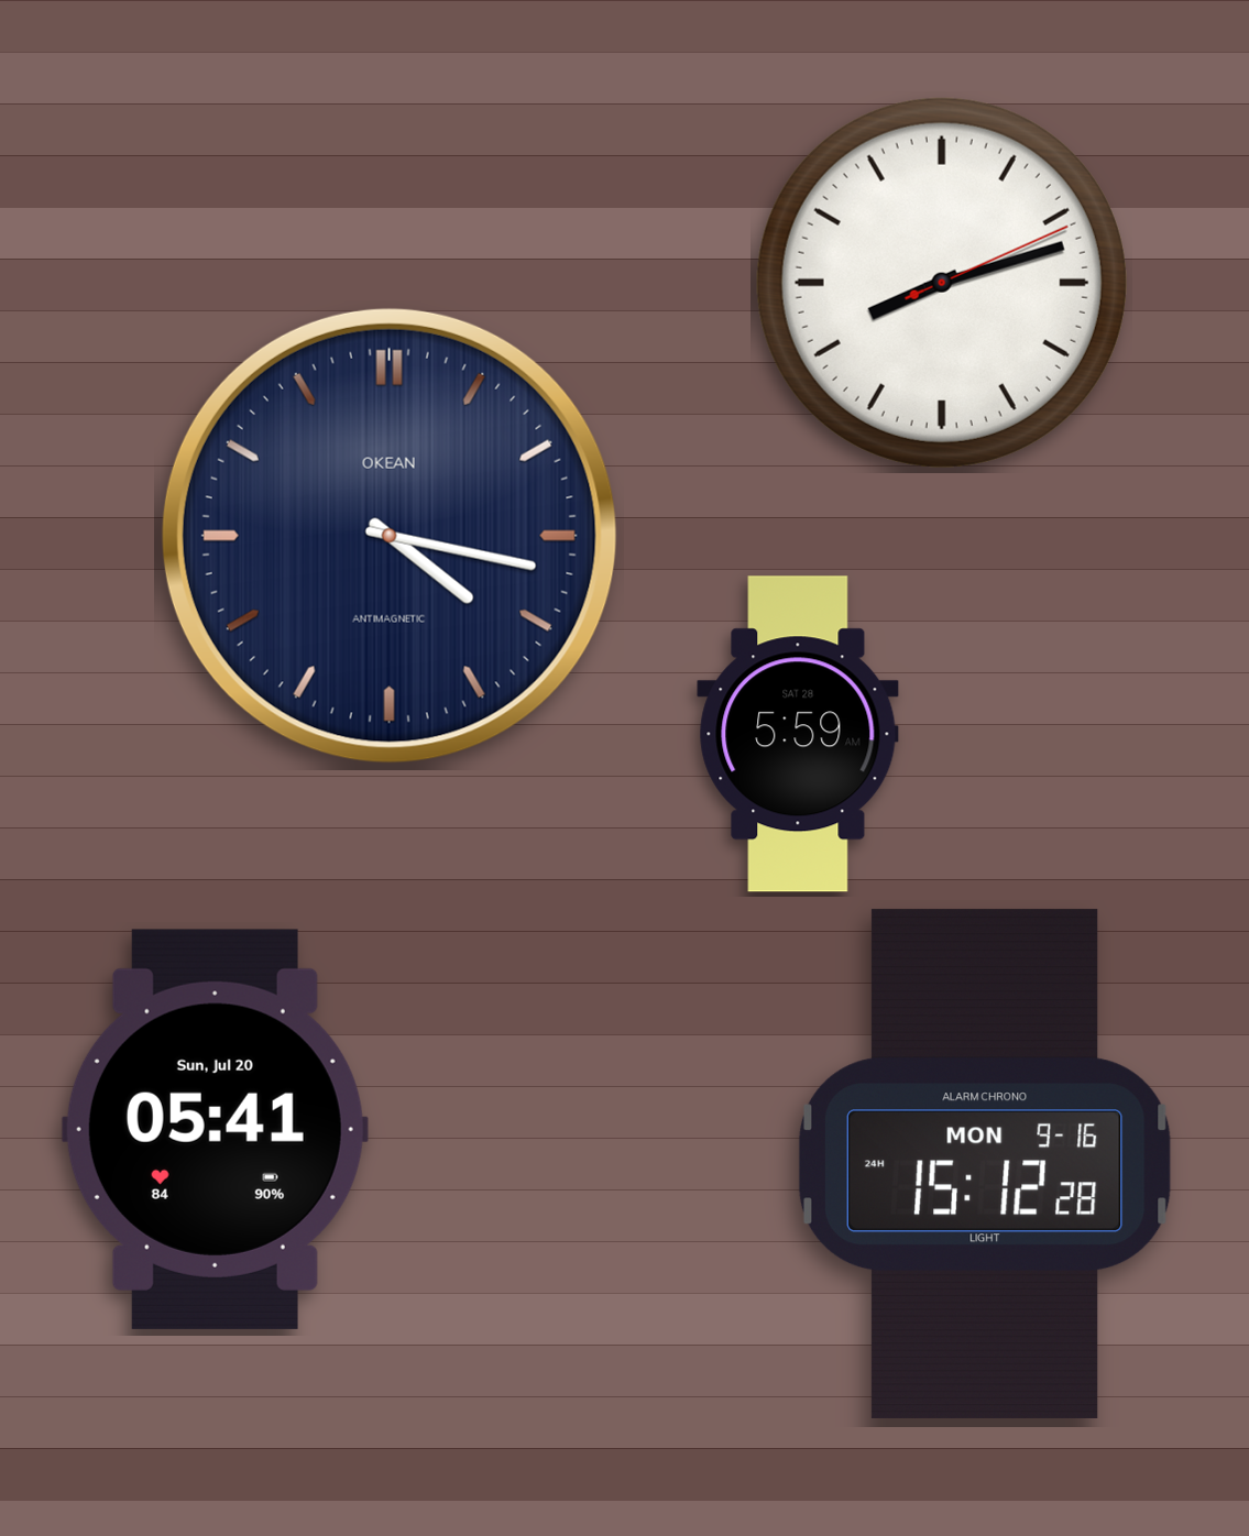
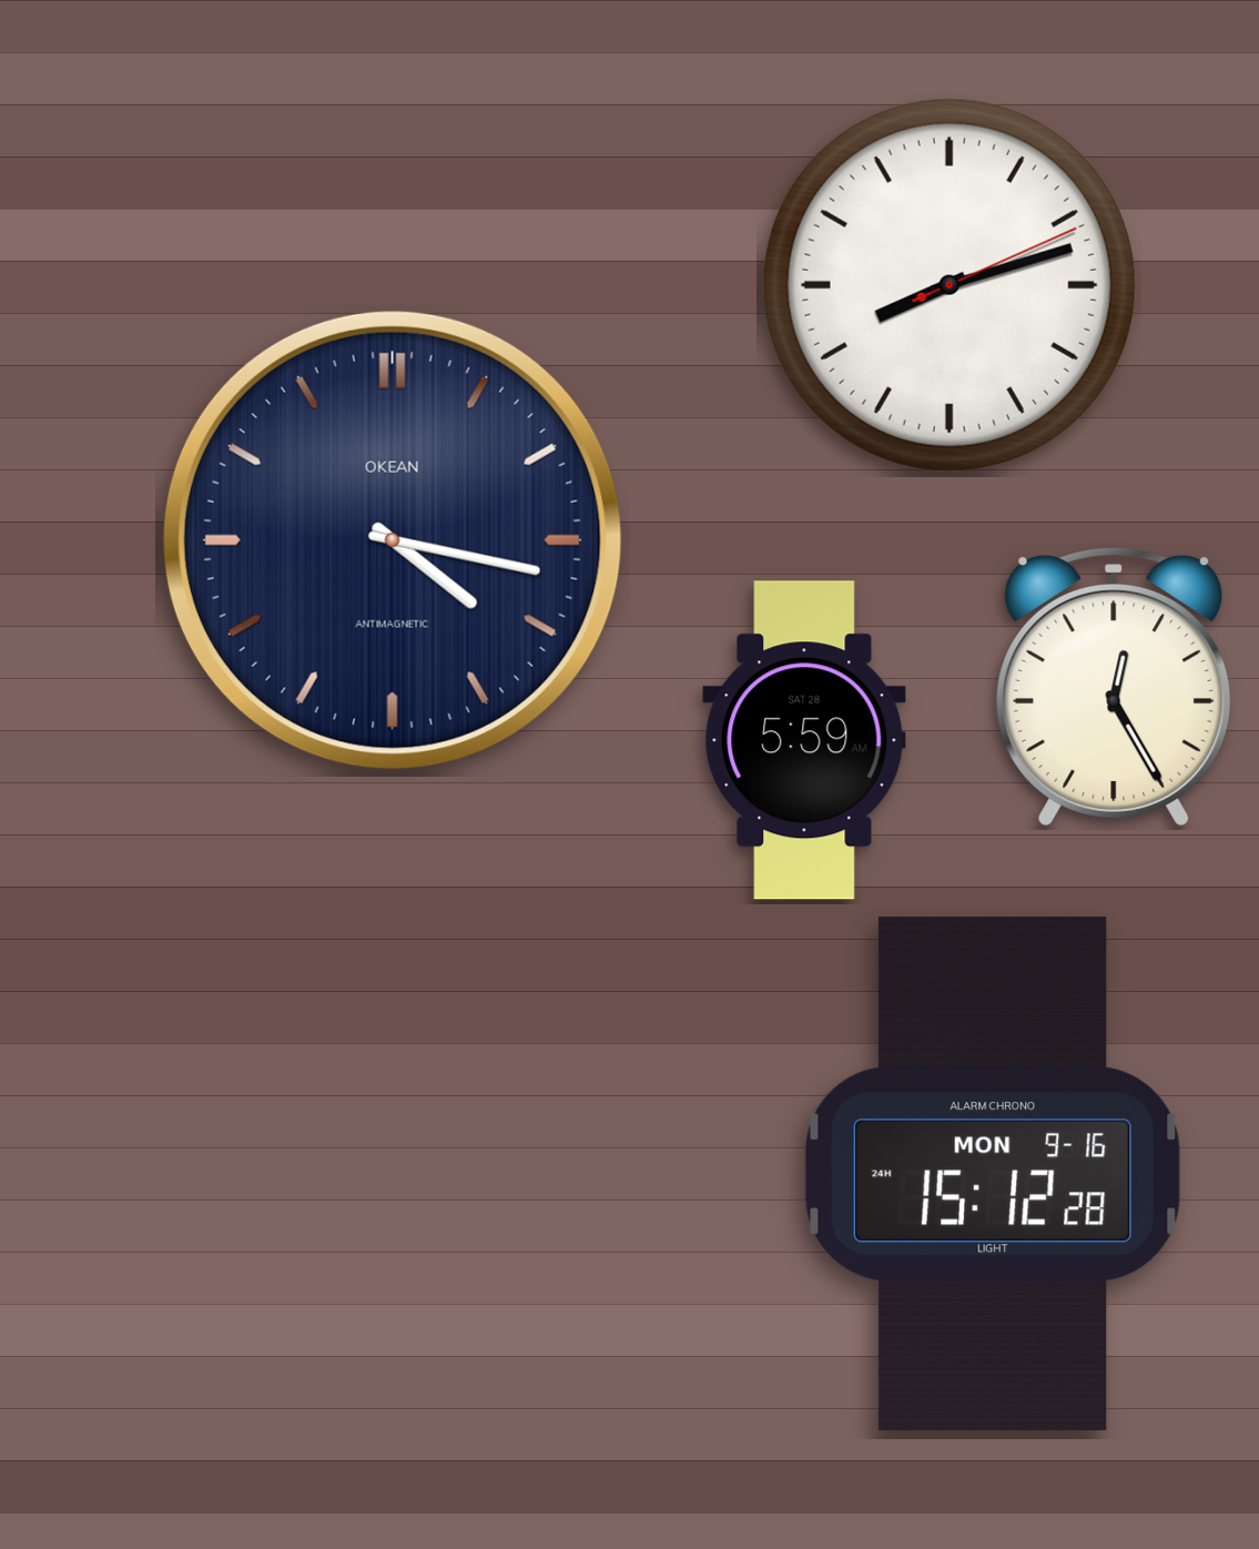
clock at (1114, 687): none -> 12:25
clock at (215, 1129): 05:41 -> none
